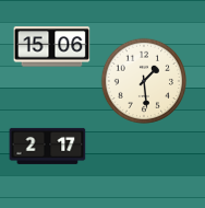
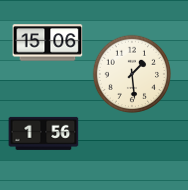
clock at (48, 146): 2:17 -> 1:56
